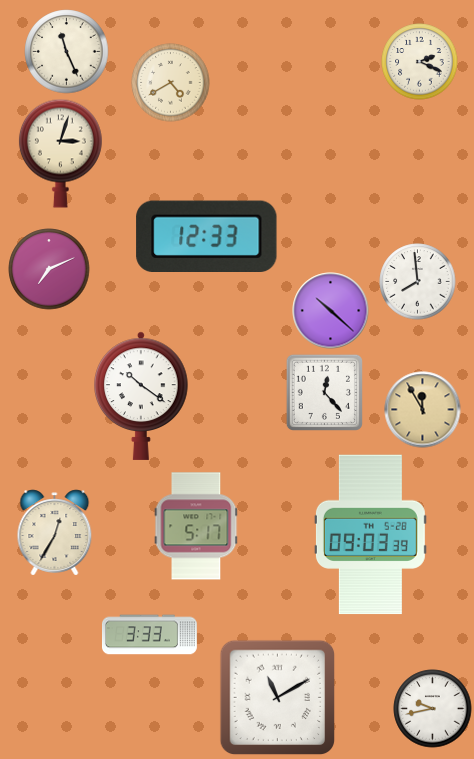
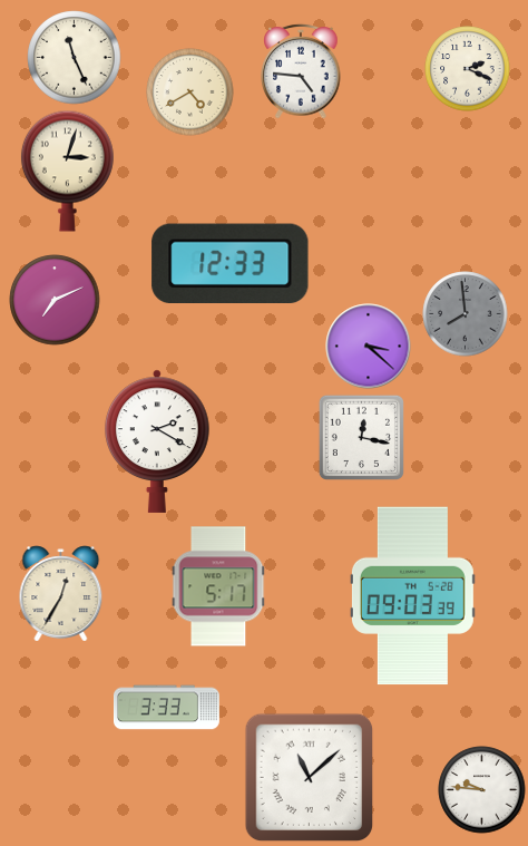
clock at (301, 71): none -> 4:46
clock at (418, 282) dial: white -> grey
clock at (331, 311): 10:22 -> 3:22
clock at (324, 392): 12:23 -> 12:17
clock at (141, 396): 10:21 -> 2:20
clock at (423, 410): 11:55 -> none
clock at (278, 698): 11:10 -> 11:08
clock at (433, 709): 9:43 -> 9:46
